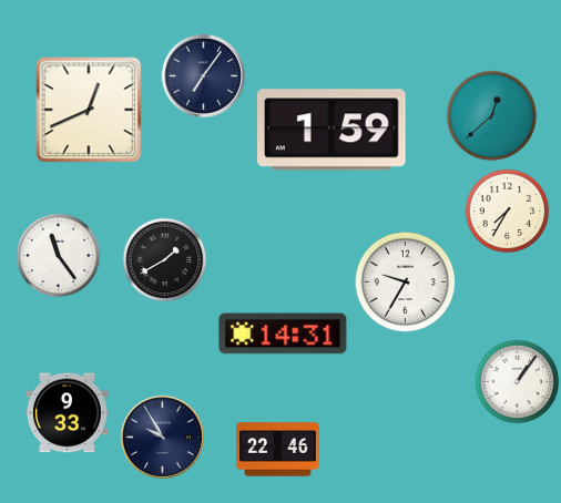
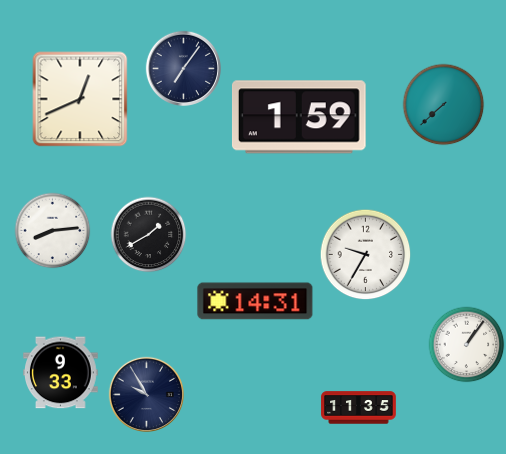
clock at (492, 116): 12:38 -> 7:38
clock at (508, 212): 7:35 -> none
clock at (59, 256): 11:24 -> 8:14
clock at (278, 450): 22:46 -> none
clock at (359, 408): none -> 11:35
